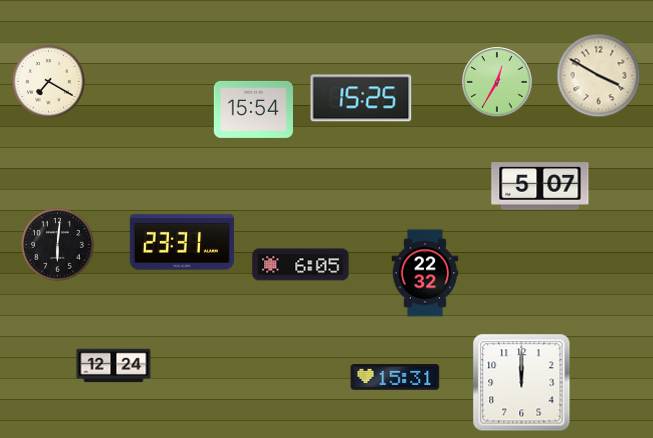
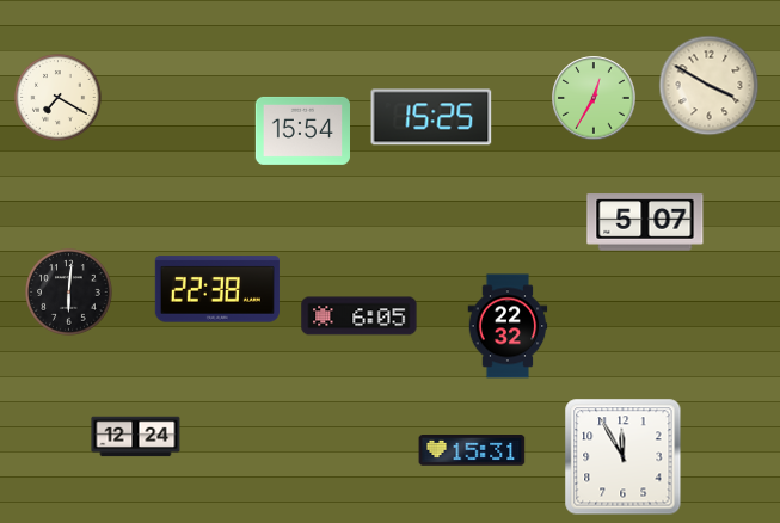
clock at (599, 76) position: (599, 76) -> (710, 86)
clock at (182, 242): 23:31 -> 22:38
clock at (522, 383): 12:00 -> 11:55
